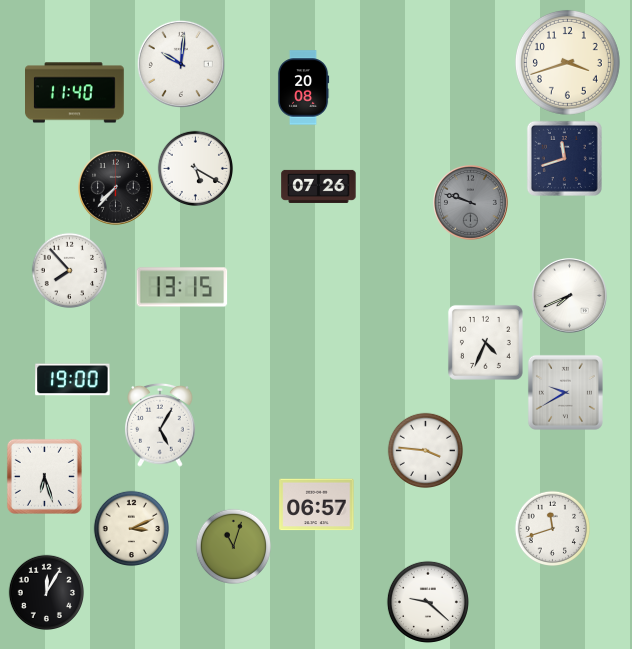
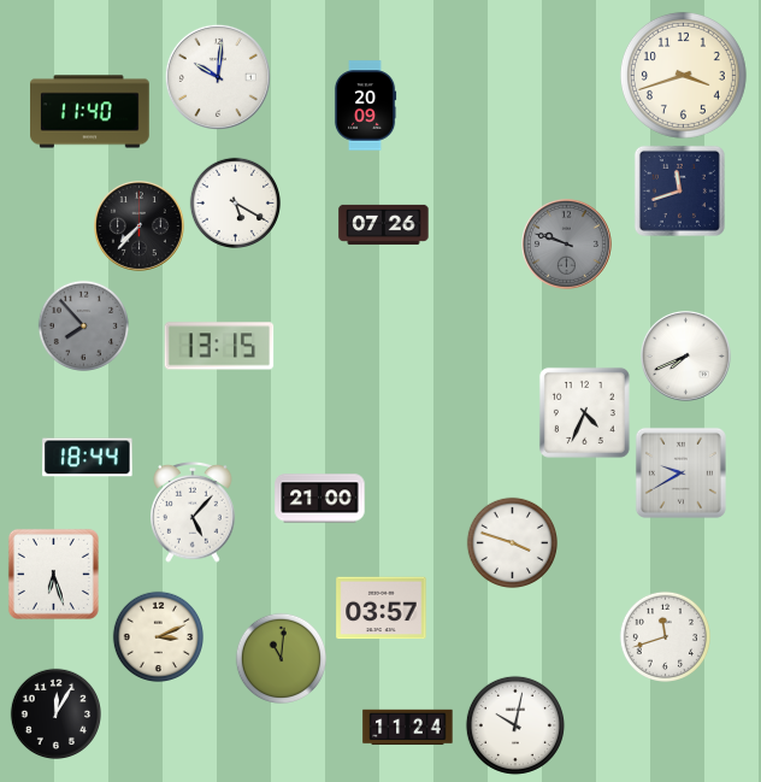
clock at (303, 88): 20:08 -> 20:09
clock at (69, 270) dial: white -> grey
clock at (73, 380): 19:00 -> 18:44
clock at (320, 499): none -> 21:00
clock at (160, 425): 5:05 -> 5:07
clock at (425, 450): 3:46 -> 3:48
clock at (317, 505): 06:57 -> 03:57
clock at (233, 546): 11:03 -> 11:01
clock at (428, 602): 9:22 -> 10:02
clock at (408, 728): none -> 11:24
